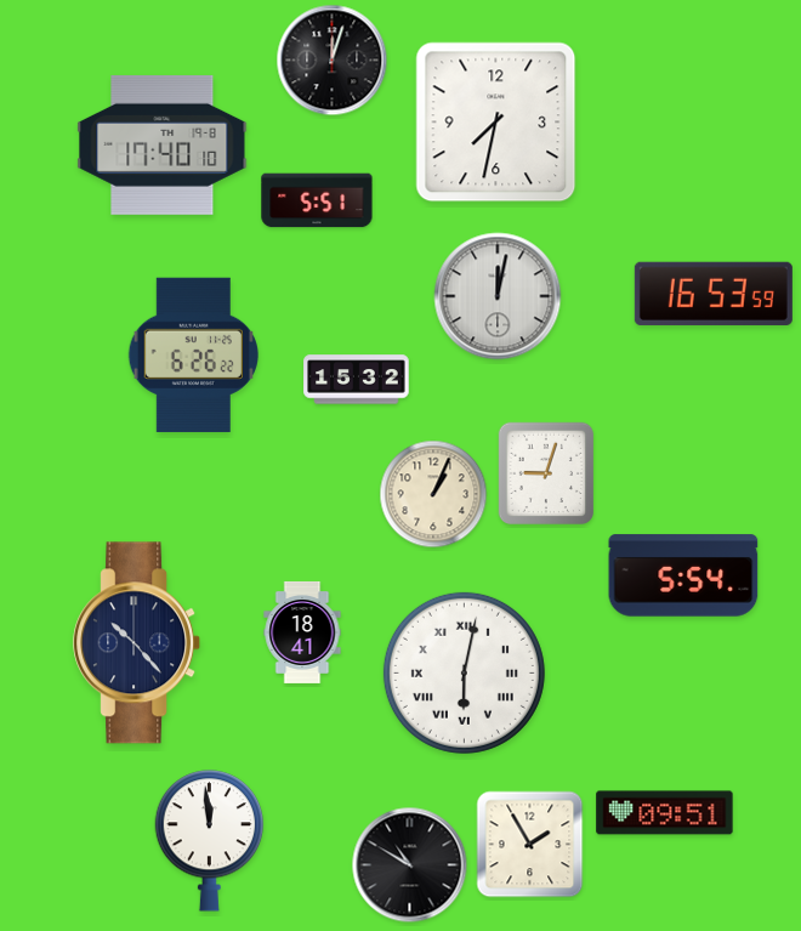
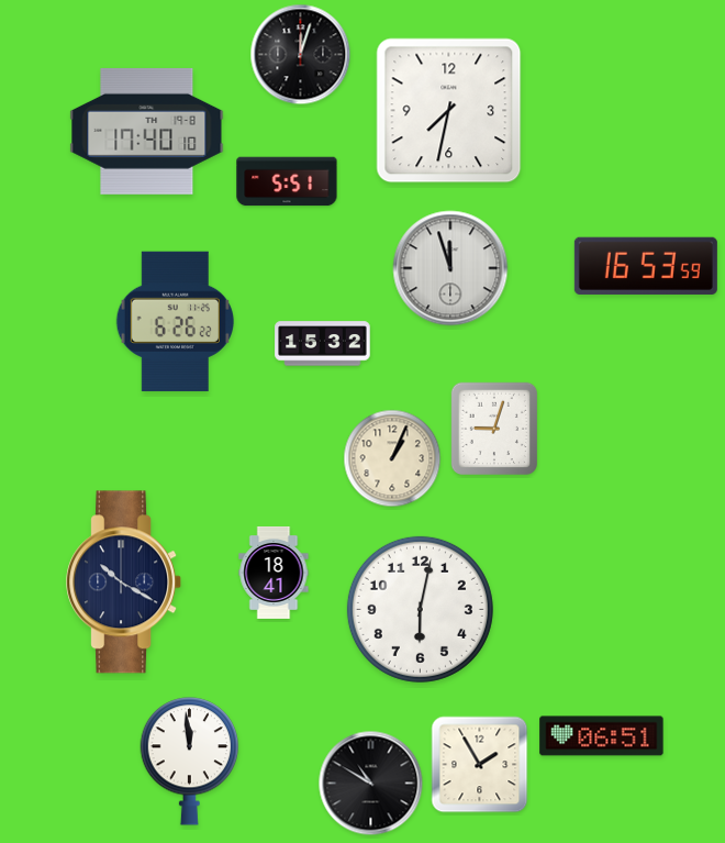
clock at (498, 296): 12:02 -> 11:57
clock at (433, 494) position: (433, 494) -> (392, 458)
clock at (683, 575): 5:54 -> none
clock at (137, 643): 10:23 -> 10:20
clock at (464, 672) numerals: Roman -> Arabic
clock at (665, 813): 09:51 -> 06:51
